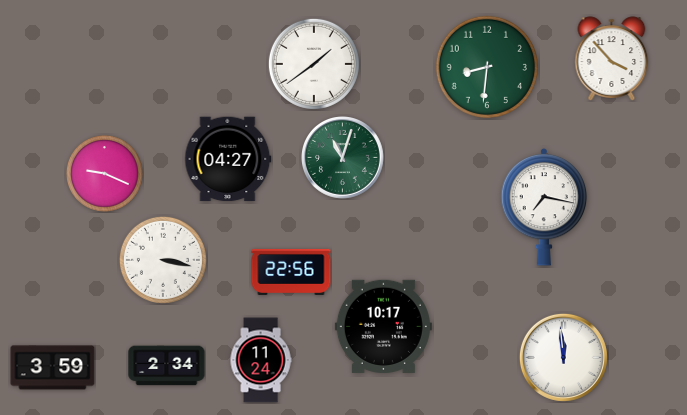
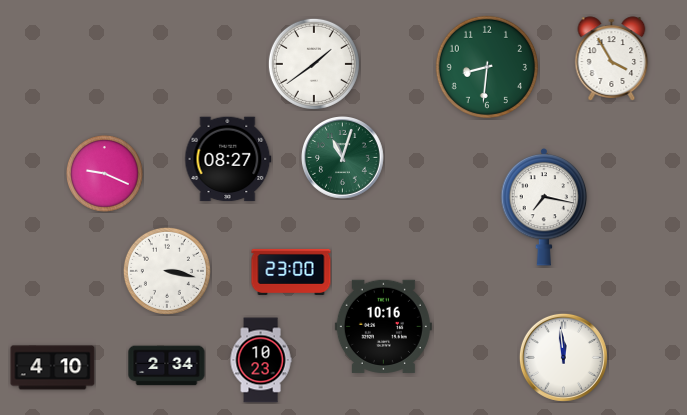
clock at (612, 59): 3:53 -> 3:55
clock at (228, 159): 04:27 -> 08:27
clock at (163, 260) position: (163, 260) -> (167, 271)
clock at (291, 272): 22:56 -> 23:00
clock at (383, 326): 10:17 -> 10:16
clock at (261, 360): 11:24 -> 10:23
clock at (53, 368): 3:59 -> 4:10
